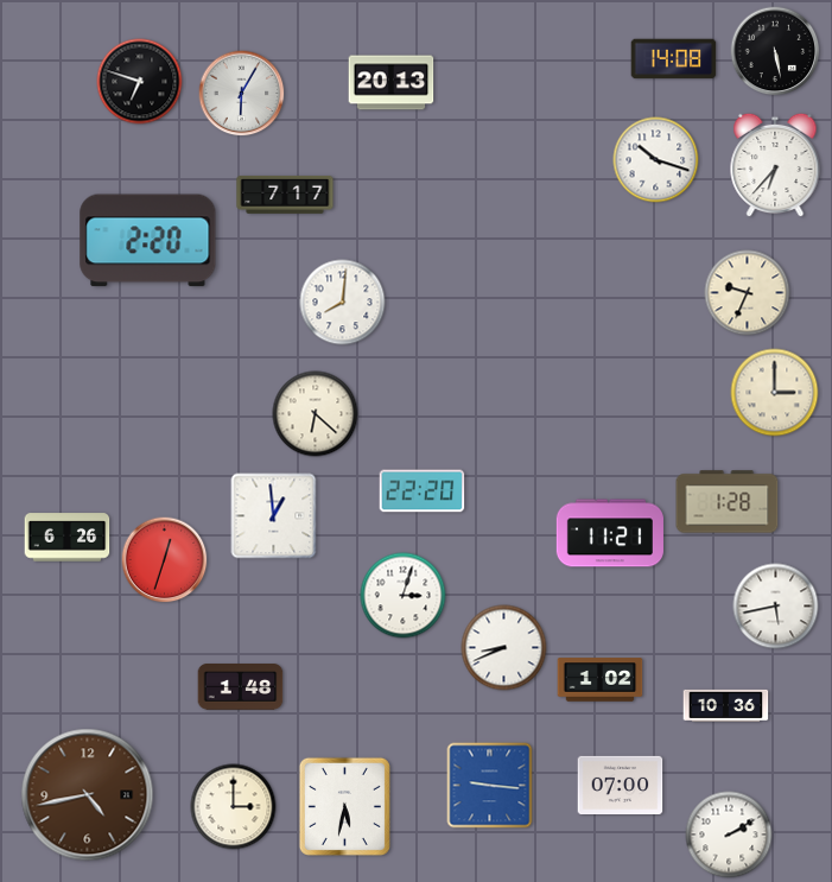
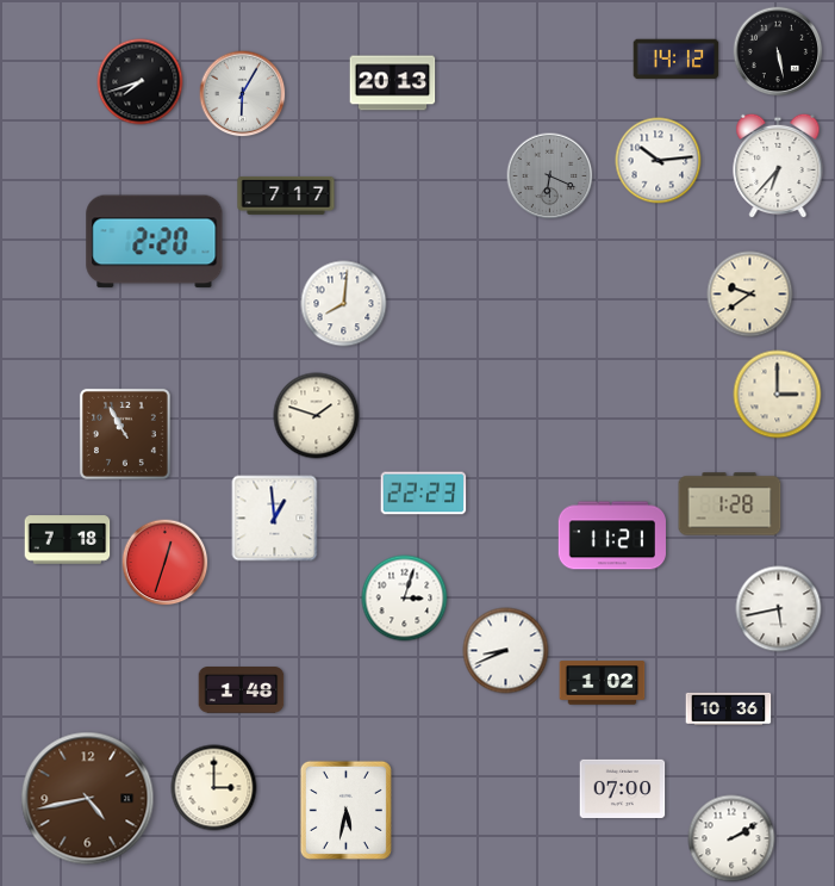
clock at (674, 59): 14:08 -> 14:12
clock at (140, 82): 6:48 -> 7:42
clock at (656, 160): 10:18 -> 10:14
clock at (550, 176): none -> 6:19
clock at (148, 241) position: (148, 241) -> (155, 242)
clock at (748, 293): 9:34 -> 9:39
clock at (316, 414): 6:22 -> 1:48
clock at (125, 434): none -> 10:55
clock at (423, 491): 22:20 -> 22:23
clock at (68, 538): 6:26 -> 7:18
clock at (490, 786): 9:16 -> none
clock at (234, 807) position: (234, 807) -> (214, 788)
